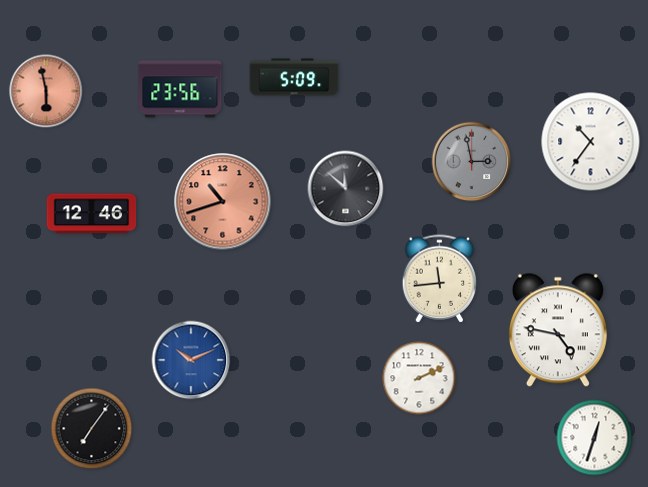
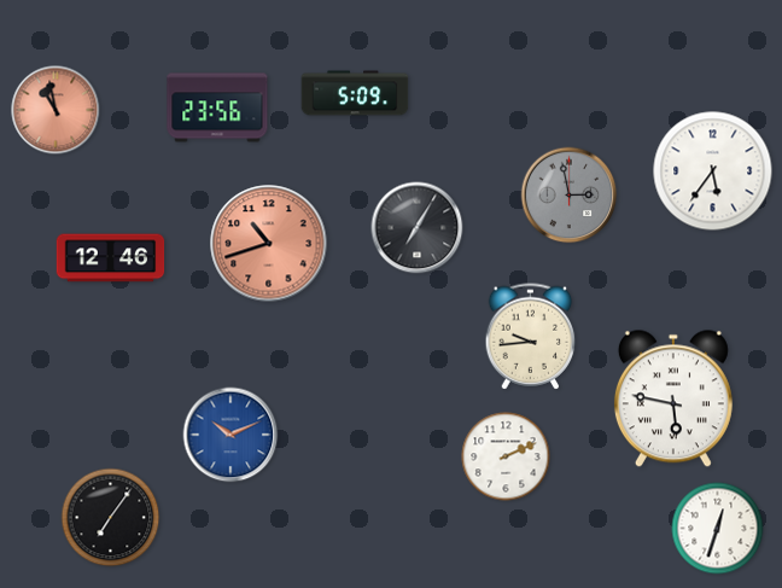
clock at (46, 91): 5:58 -> 10:58
clock at (591, 142): 10:36 -> 5:36
clock at (346, 189): 11:52 -> 7:05
clock at (440, 279): 11:44 -> 9:44
clock at (558, 330): 4:47 -> 5:47
